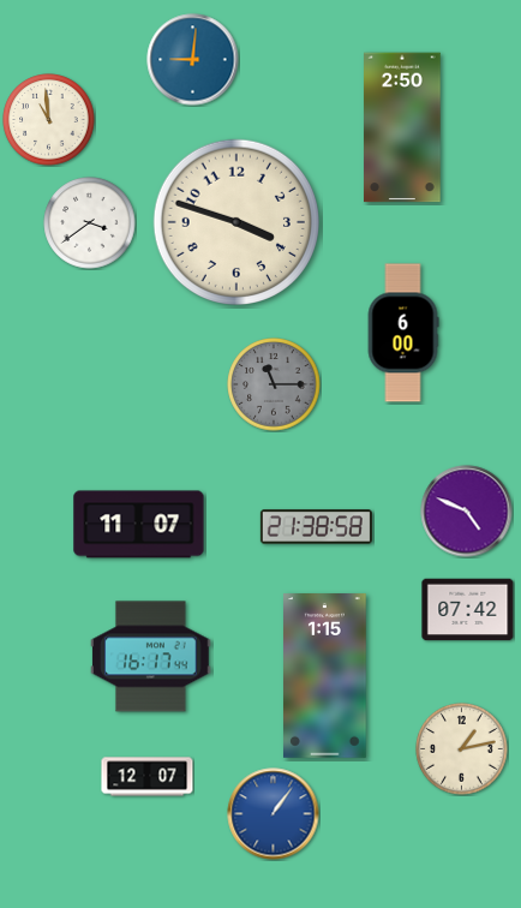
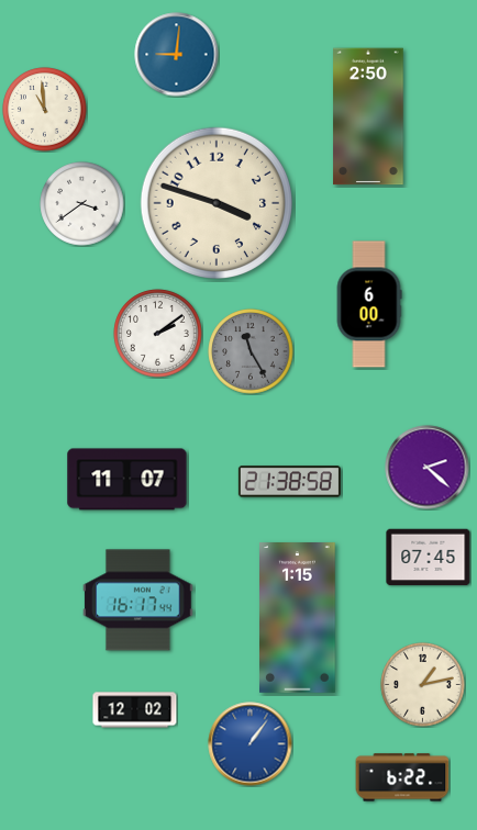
clock at (158, 334): none -> 2:09
clock at (274, 384): 11:15 -> 11:25
clock at (467, 512): 4:49 -> 2:22
clock at (468, 610): 07:42 -> 07:45
clock at (148, 777): 12:07 -> 12:02
clock at (402, 777): none -> 6:22
